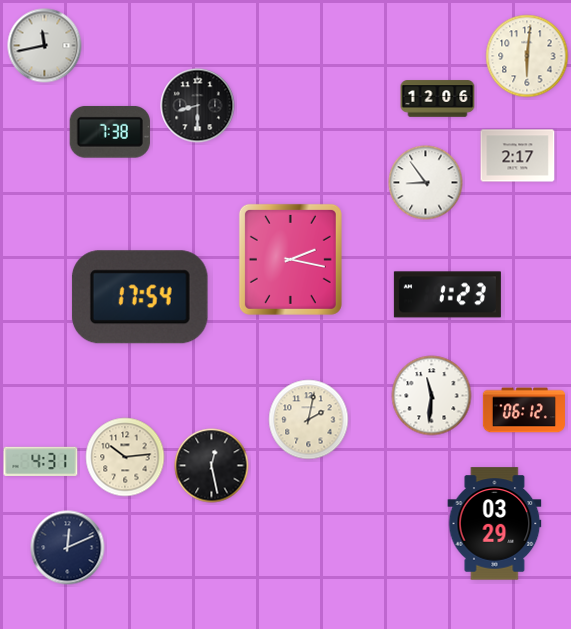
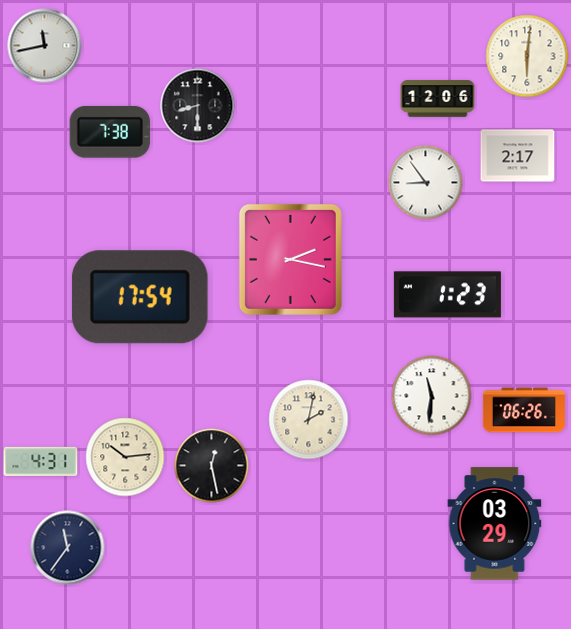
clock at (524, 410): 06:12 -> 06:26
clock at (68, 548): 12:11 -> 11:36
